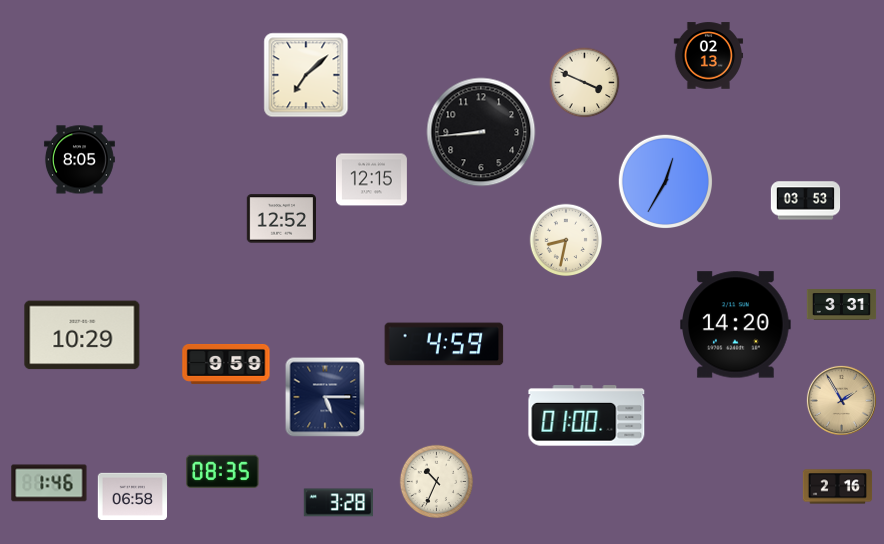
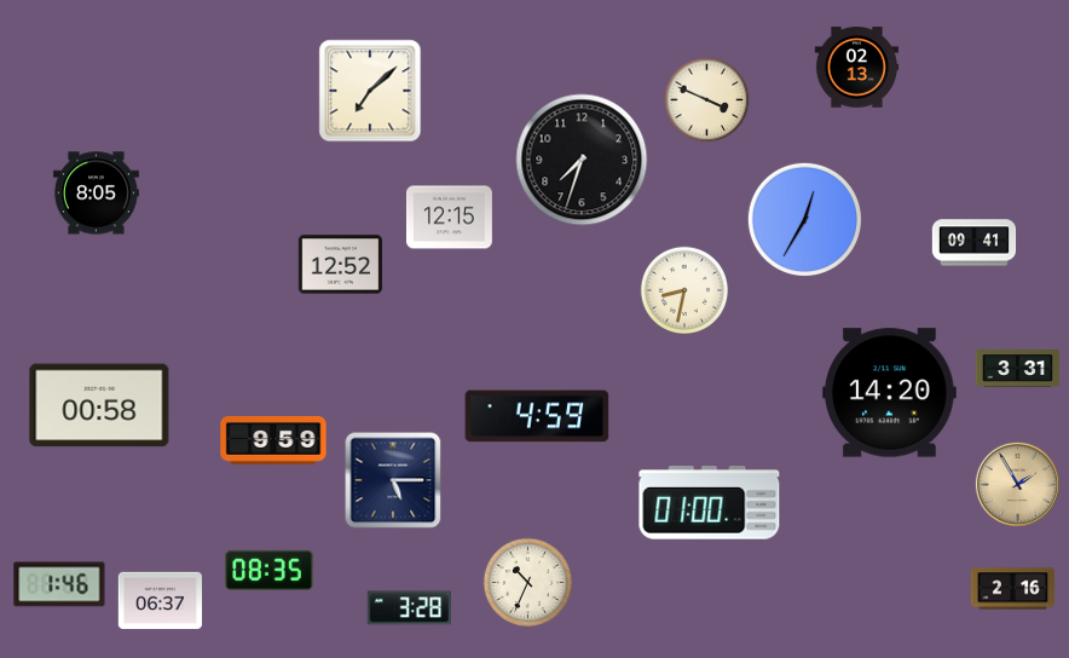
clock at (481, 132): 8:44 -> 7:33
clock at (806, 201): 03:53 -> 09:41
clock at (82, 335): 10:29 -> 00:58
clock at (132, 496): 06:58 -> 06:37
